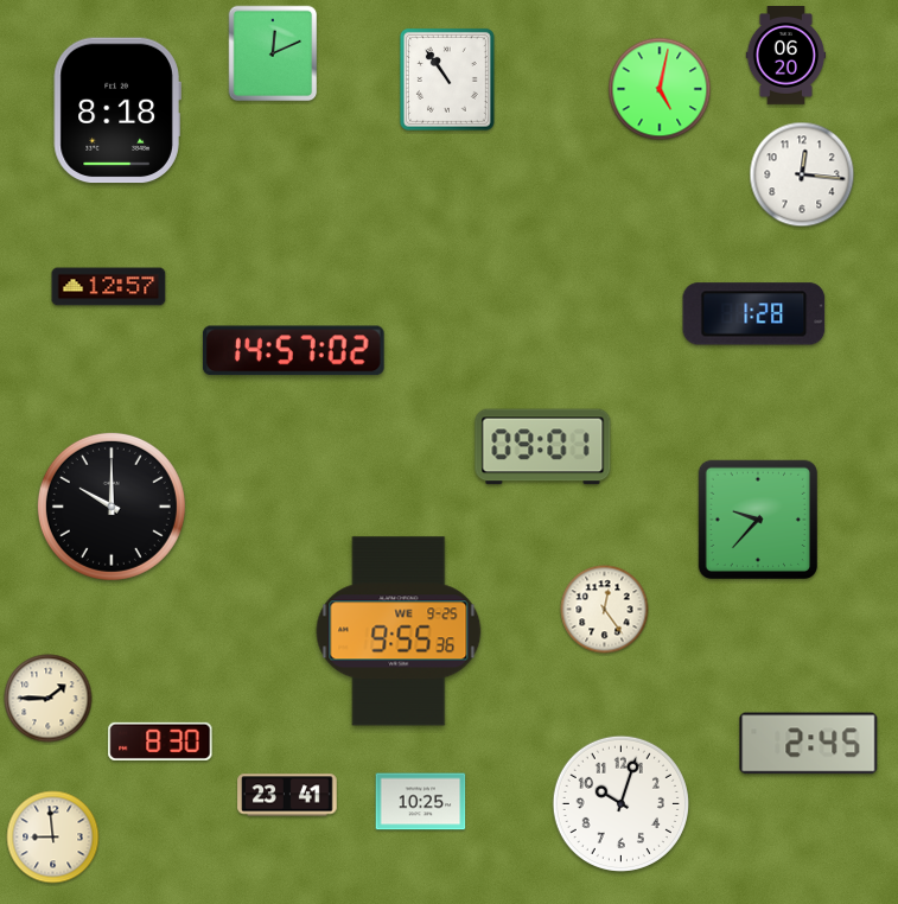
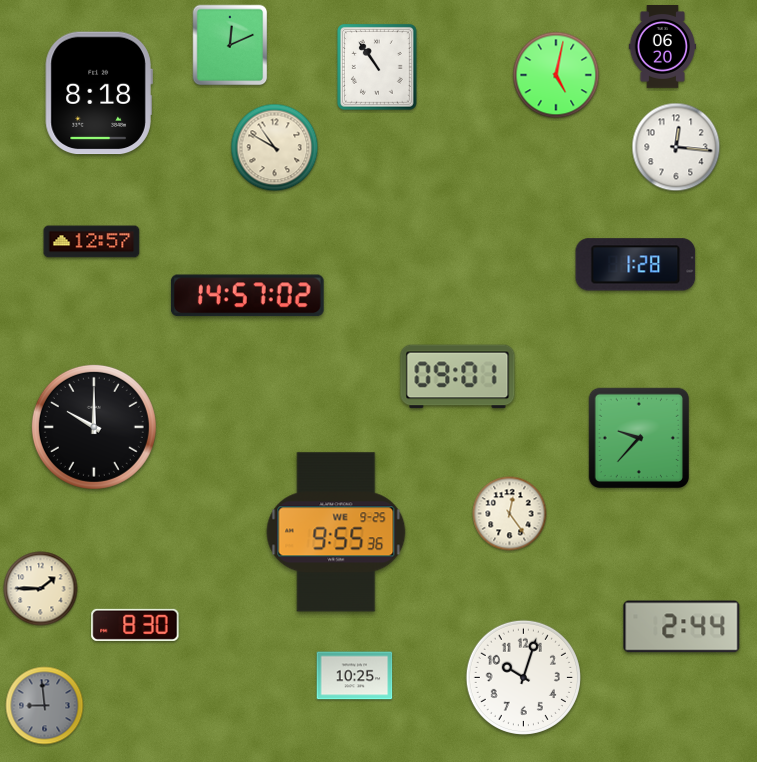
clock at (275, 148): none -> 10:50
clock at (809, 744): 2:45 -> 2:44
clock at (287, 795): 23:41 -> none
clock at (53, 838) dial: cream -> grey
